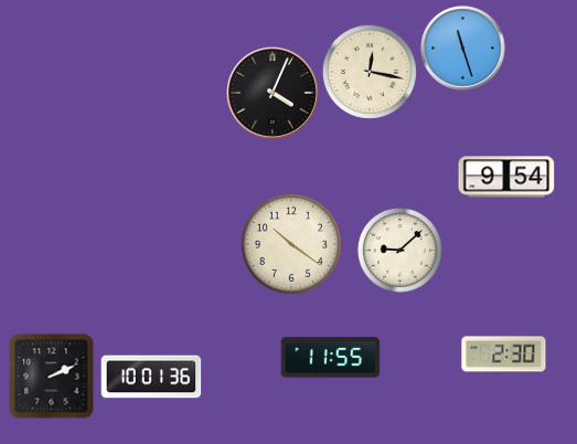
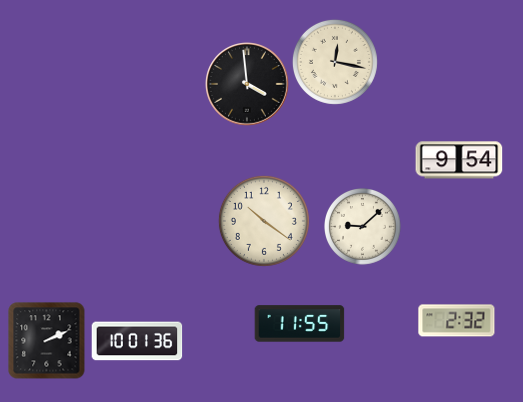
clock at (463, 49): 11:27 -> none
clock at (370, 72) position: (370, 72) -> (335, 62)
clock at (274, 94): 4:04 -> 3:59
clock at (504, 355): 2:30 -> 2:32
